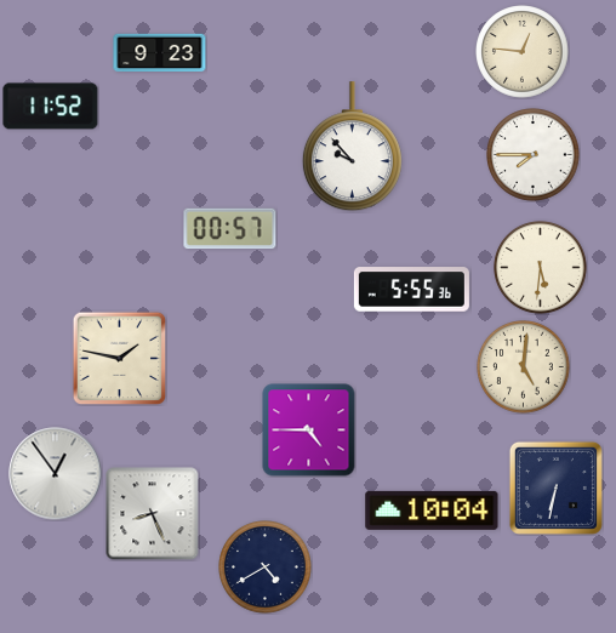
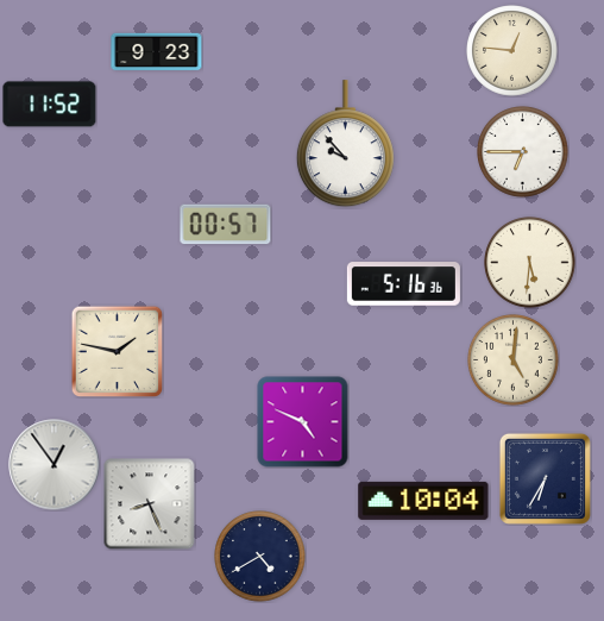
clock at (534, 155): 7:45 -> 6:45
clock at (411, 290): 5:55 -> 5:16
clock at (309, 430): 4:45 -> 4:49
clock at (555, 487): 6:32 -> 6:35
